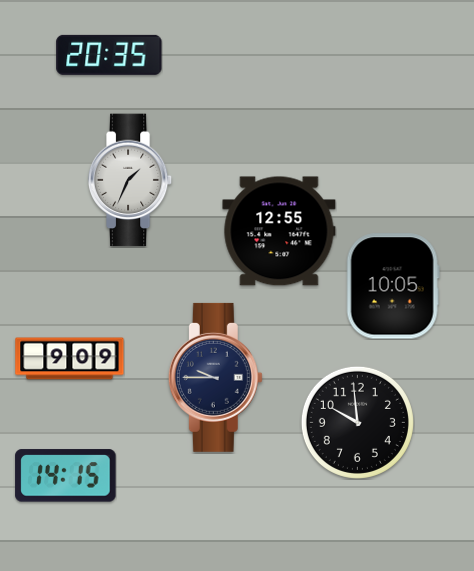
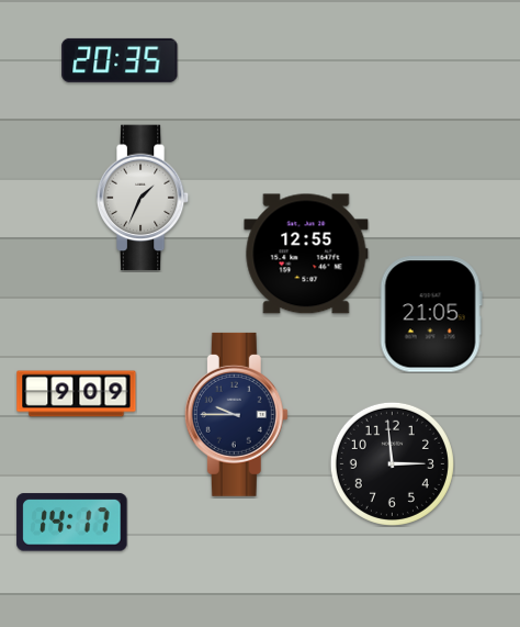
clock at (393, 286): 10:05 -> 21:05
clock at (357, 422): 9:59 -> 2:59
clock at (66, 476): 14:15 -> 14:17
